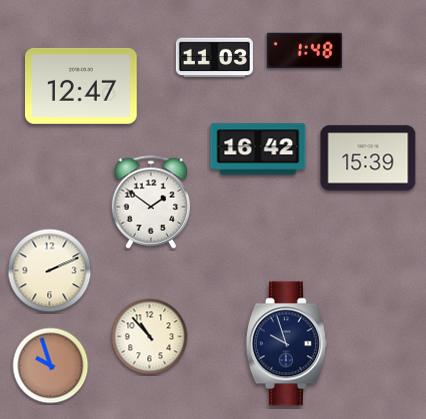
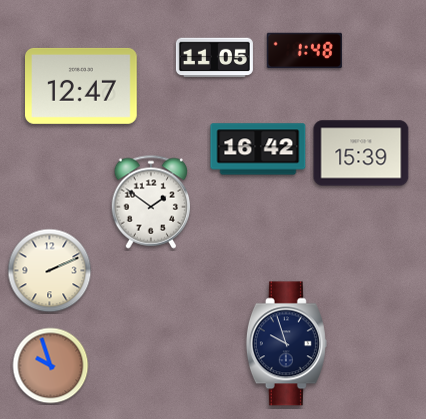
clock at (214, 58): 11:03 -> 11:05
clock at (368, 158) position: (368, 158) -> (361, 153)
clock at (150, 337): 10:53 -> none
